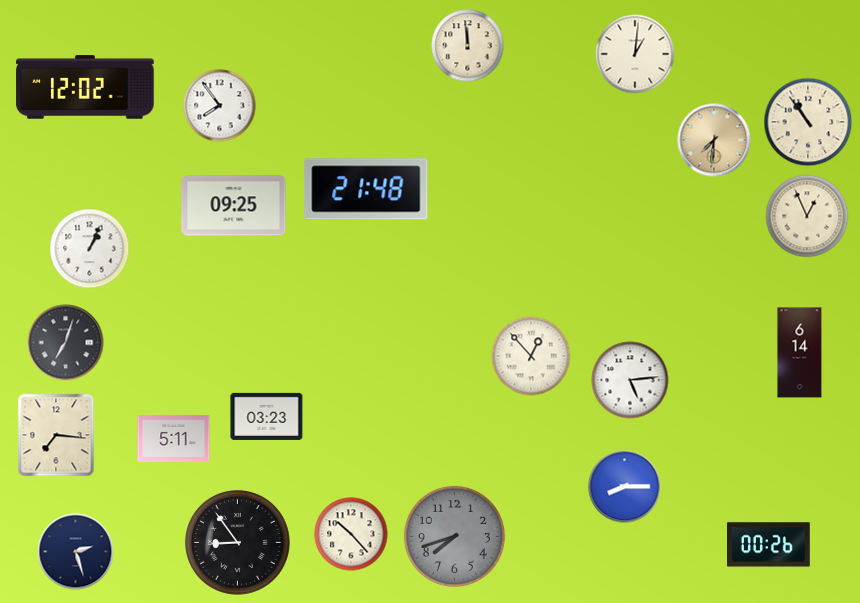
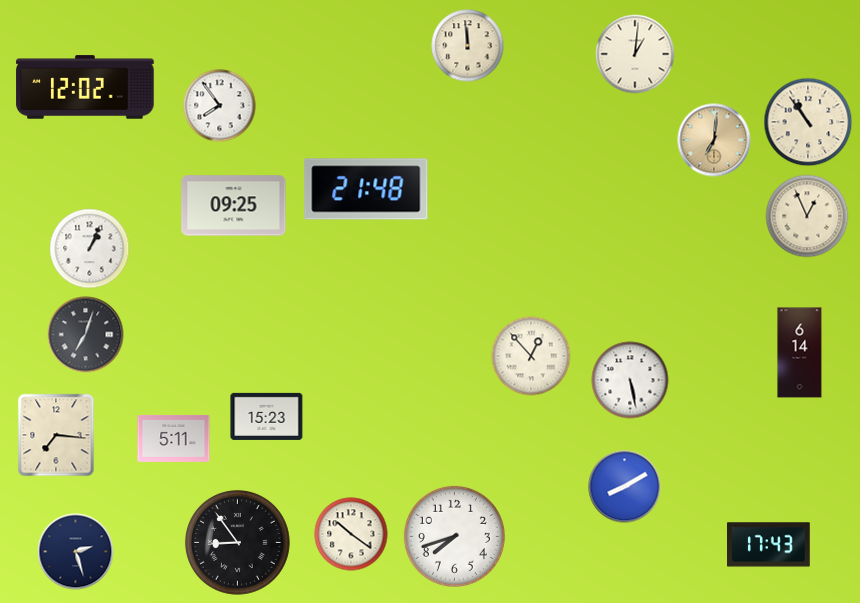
clock at (714, 140): 7:31 -> 7:01
clock at (66, 343) position: (66, 343) -> (86, 335)
clock at (630, 380): 5:14 -> 5:28
clock at (267, 416): 03:23 -> 15:23
clock at (625, 487): 8:15 -> 8:10
clock at (351, 534): 10:23 -> 10:21
clock at (454, 536) dial: grey -> white
clock at (769, 545): 00:26 -> 17:43
